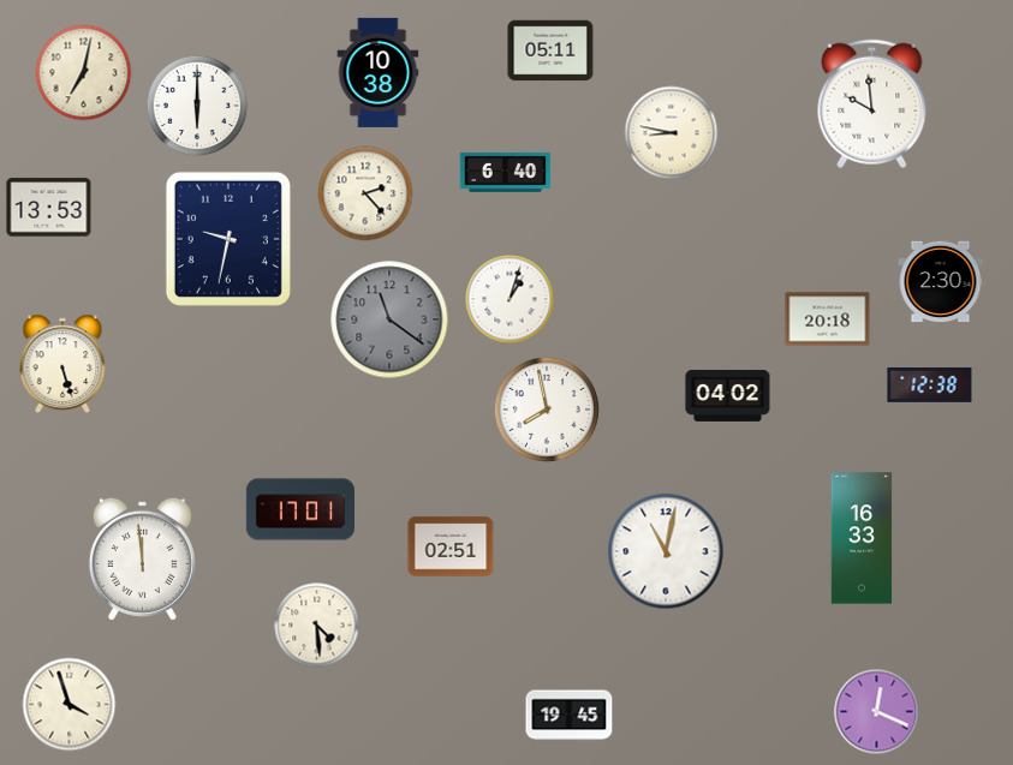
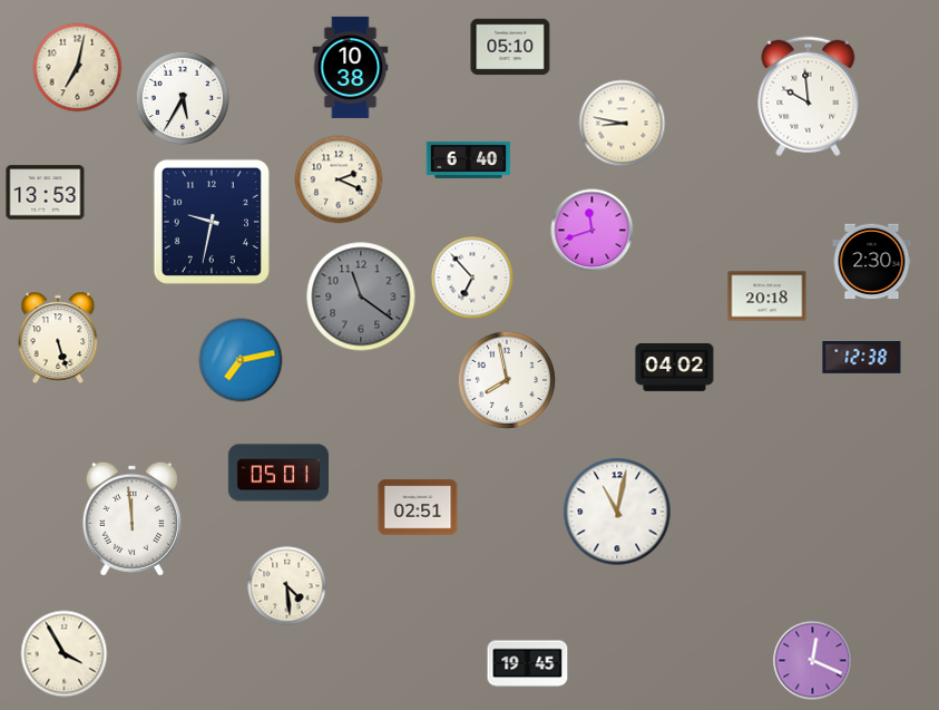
clock at (550, 50): 05:11 -> 05:10
clock at (197, 106): 6:00 -> 5:35
clock at (365, 193): 2:23 -> 2:19
clock at (593, 231): none -> 11:42
clock at (510, 299): 1:03 -> 6:53
clock at (241, 360): none -> 7:13
clock at (299, 509): 17:01 -> 05:01
clock at (862, 538): 16:33 -> none
clock at (317, 626) position: (317, 626) -> (287, 586)
clock at (70, 705): 3:57 -> 3:55
